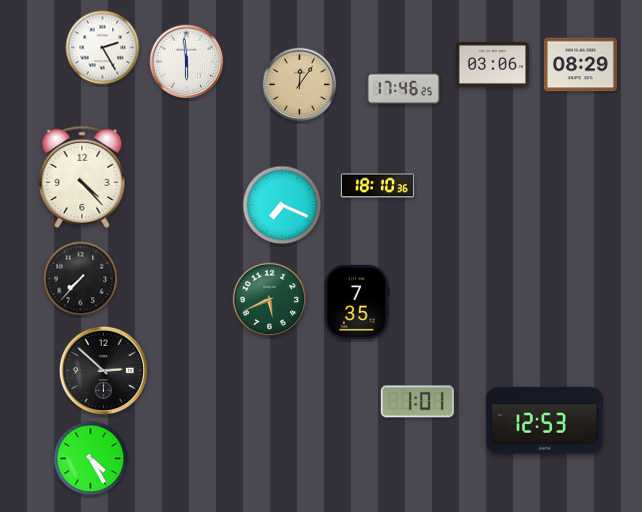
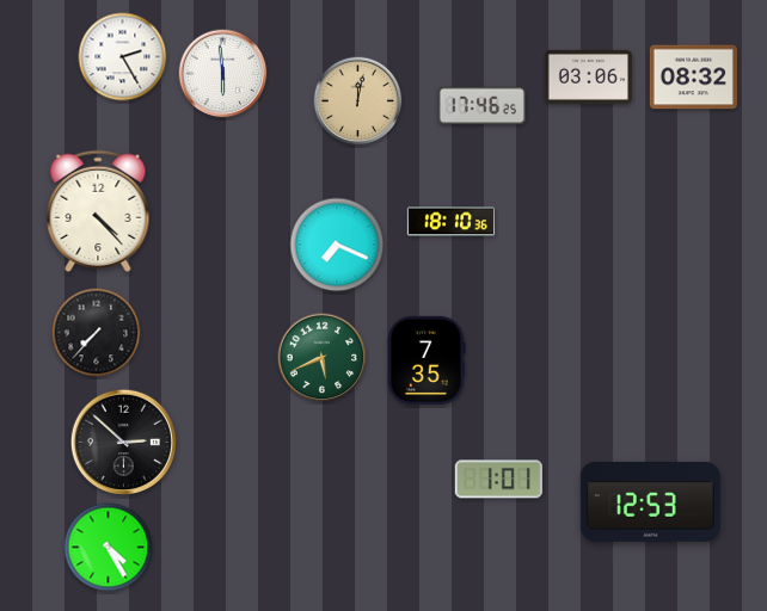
clock at (580, 65): 08:29 -> 08:32
clock at (300, 85): 12:06 -> 12:02
